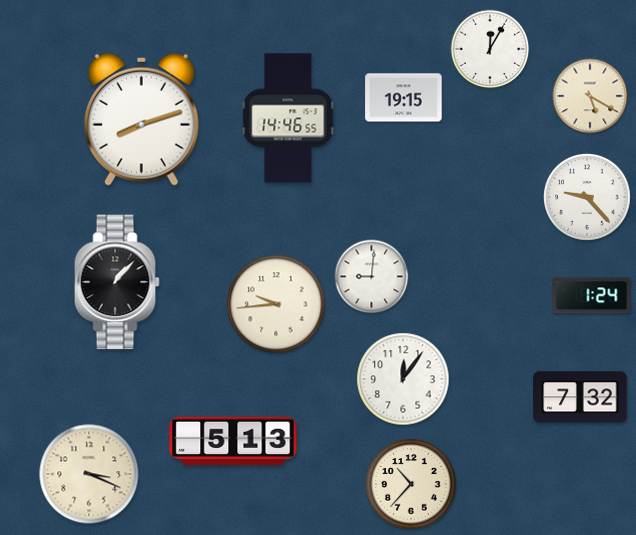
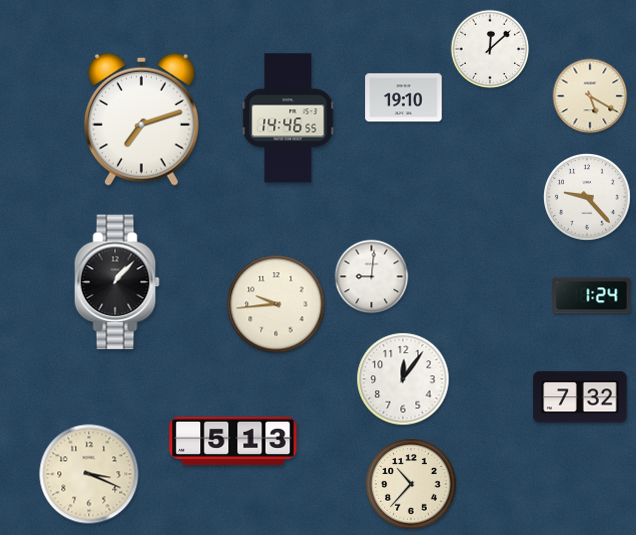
clock at (490, 49): 12:05 -> 12:08
clock at (404, 98): 19:15 -> 19:10
clock at (141, 119): 8:12 -> 7:12
